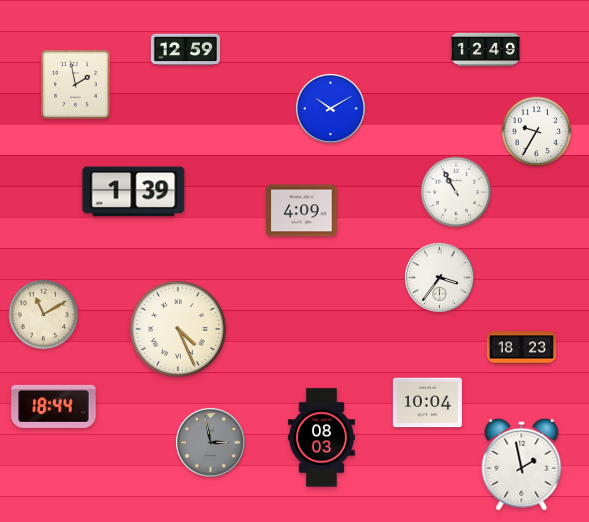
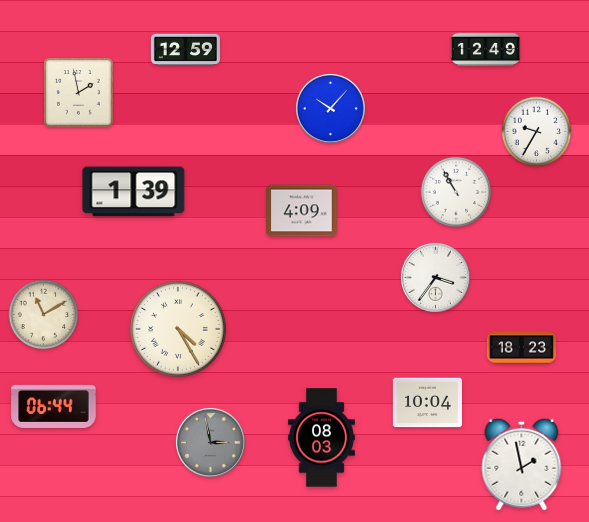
clock at (76, 85) position: (76, 85) -> (79, 93)
clock at (330, 108): 10:10 -> 10:07
clock at (439, 277) position: (439, 277) -> (435, 277)
clock at (179, 330): 4:26 -> 4:25
clock at (54, 406): 18:44 -> 06:44
